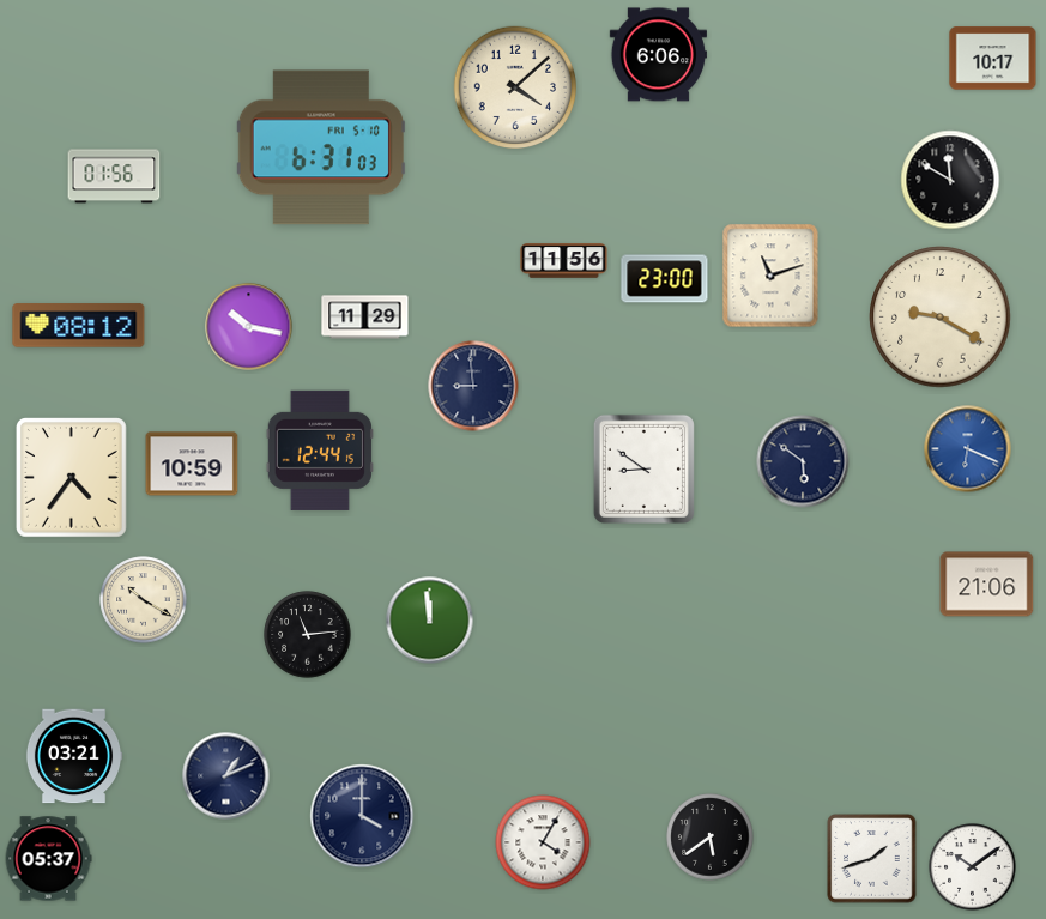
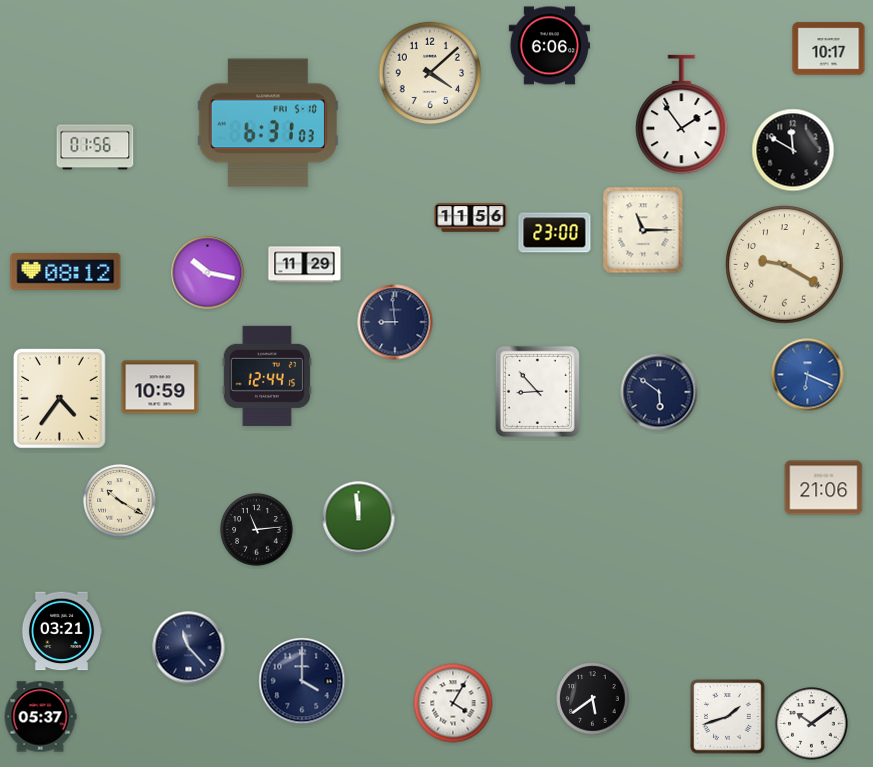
clock at (682, 115): none -> 1:54
clock at (770, 276): 11:12 -> 11:15
clock at (803, 461) position: (803, 461) -> (659, 392)
clock at (643, 468): 8:51 -> 8:53
clock at (226, 776): 1:11 -> 11:23
